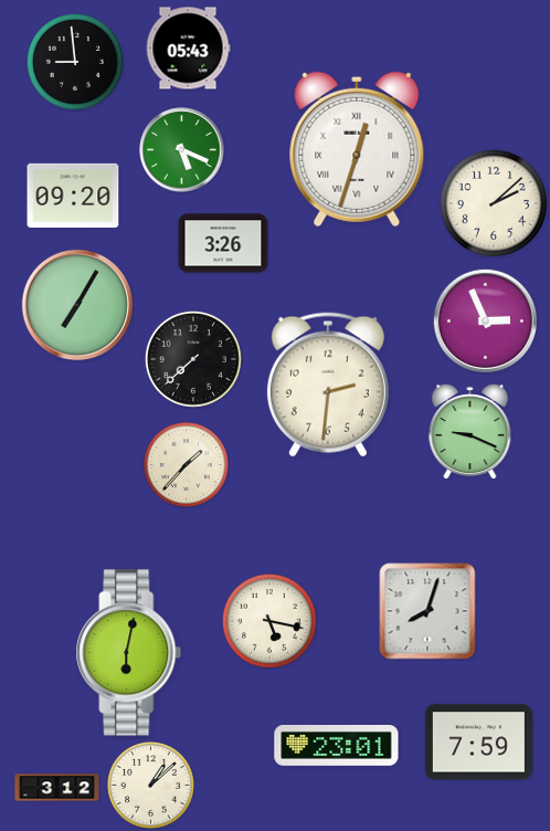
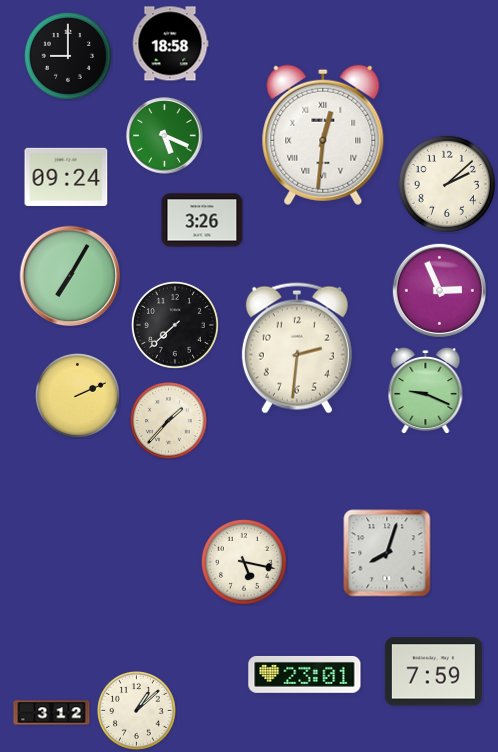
clock at (188, 49): 05:43 -> 18:58
clock at (75, 62): 8:59 -> 9:00
clock at (357, 149): 12:33 -> 12:31
clock at (73, 196): 09:20 -> 09:24
clock at (77, 395): none -> 2:11
clock at (129, 653): 6:02 -> none
